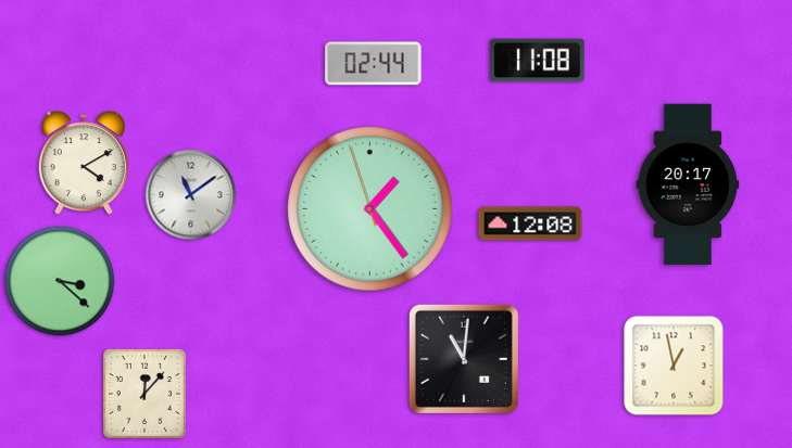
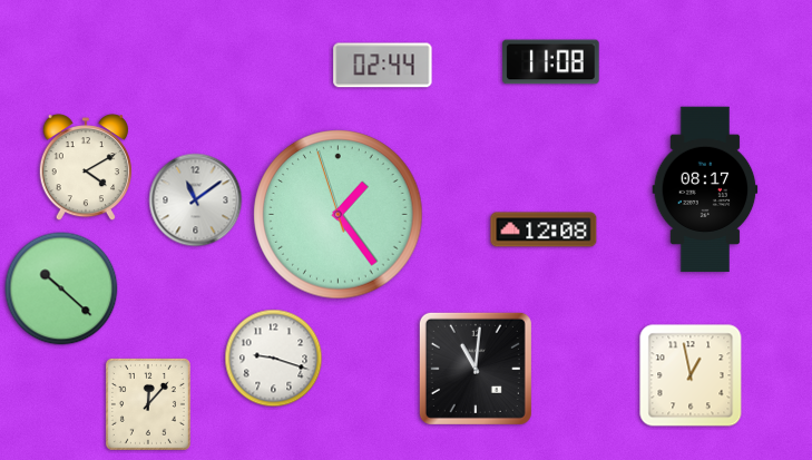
clock at (688, 184): 20:17 -> 08:17
clock at (370, 209) position: (370, 209) -> (339, 215)
clock at (60, 281): 3:22 -> 10:22
clock at (274, 359): none -> 9:18
